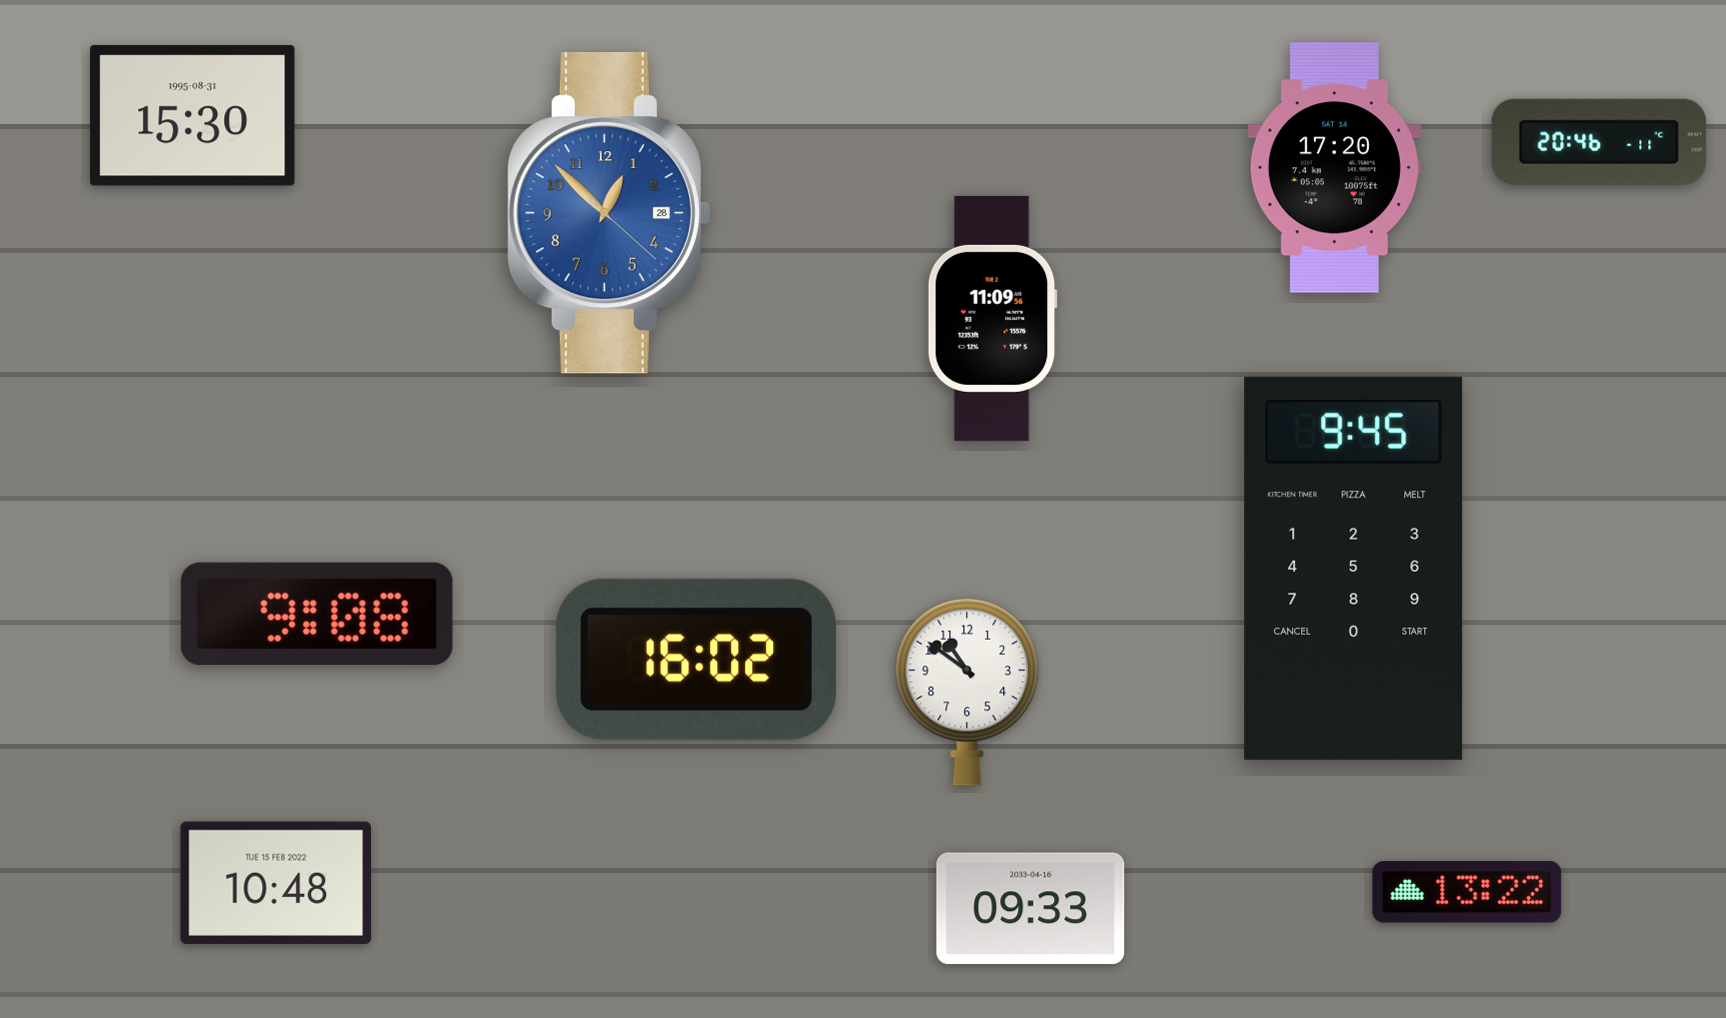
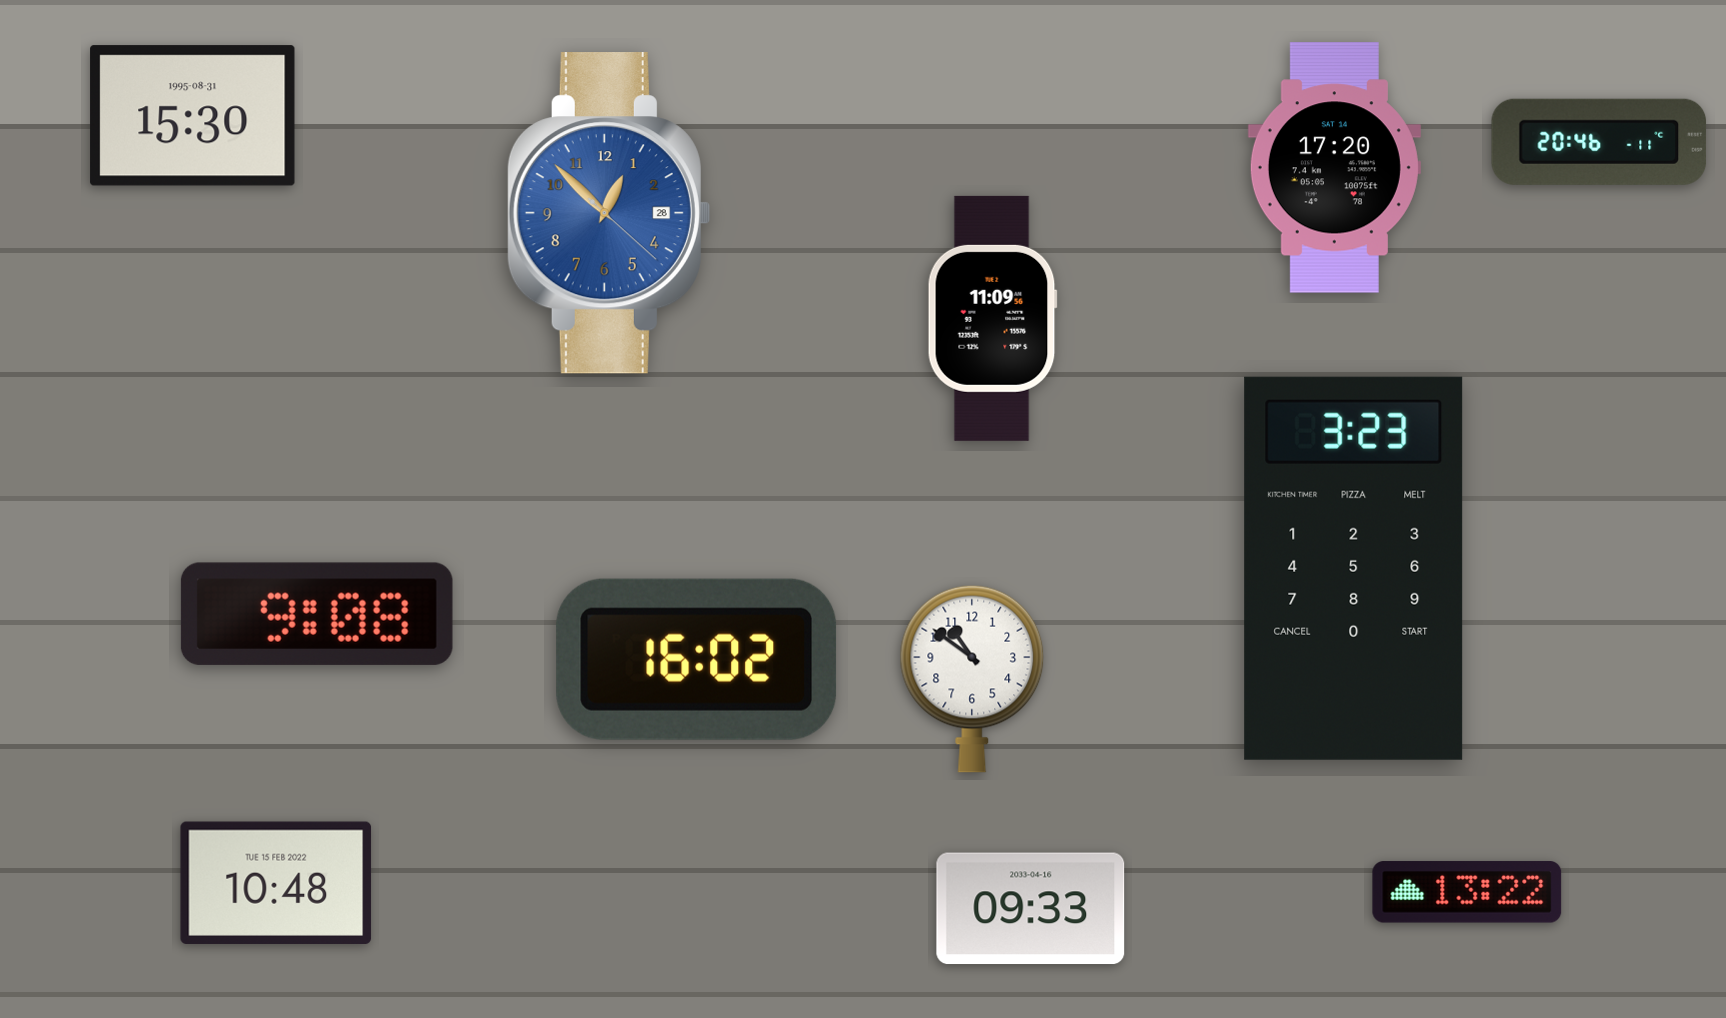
clock at (1354, 568): 9:45 -> 3:23
clock at (967, 692) position: (967, 692) -> (972, 679)
